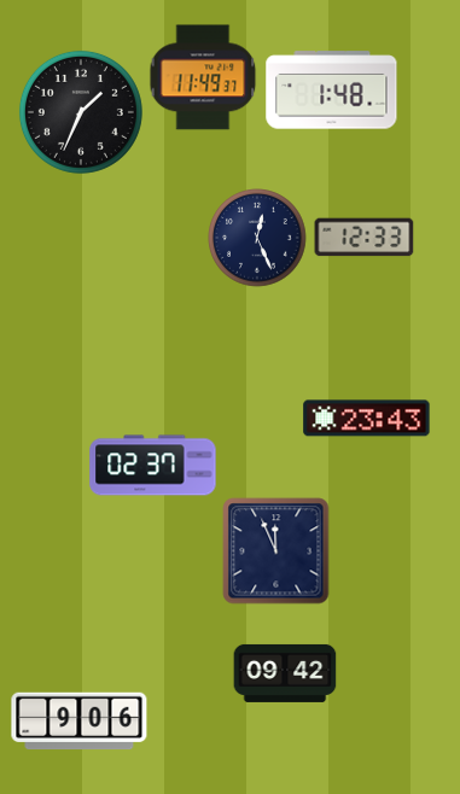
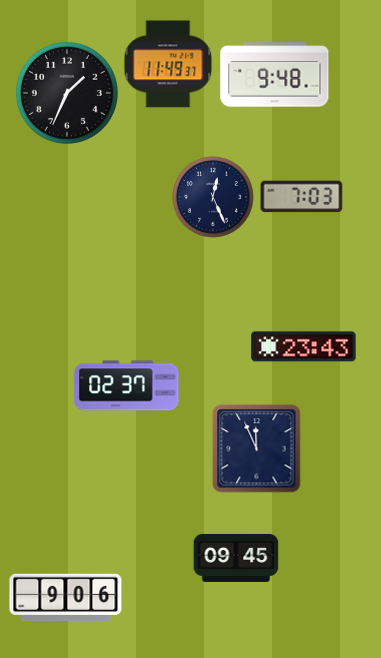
clock at (332, 91): 1:48 -> 9:48
clock at (365, 238): 12:33 -> 7:03
clock at (276, 551) position: (276, 551) -> (257, 449)
clock at (285, 673): 09:42 -> 09:45
